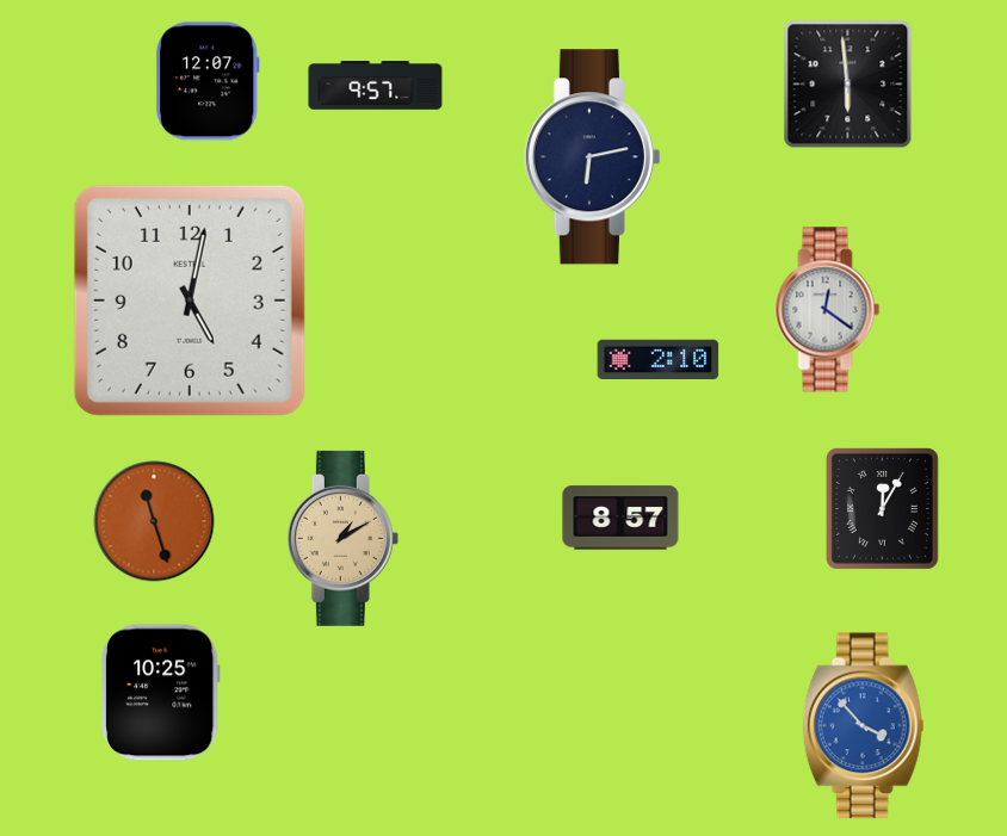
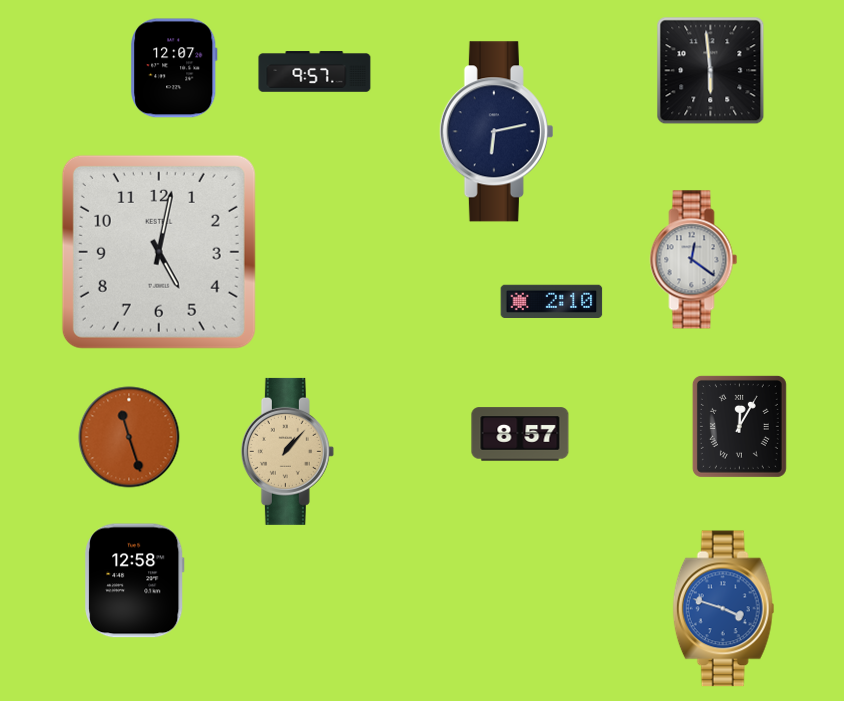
clock at (342, 538): 1:10 -> 1:07
clock at (161, 693): 10:25 -> 12:58
clock at (864, 726): 3:53 -> 3:48
